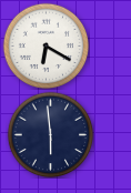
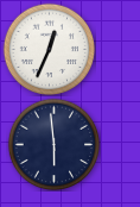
clock at (46, 45): 6:20 -> 12:34
